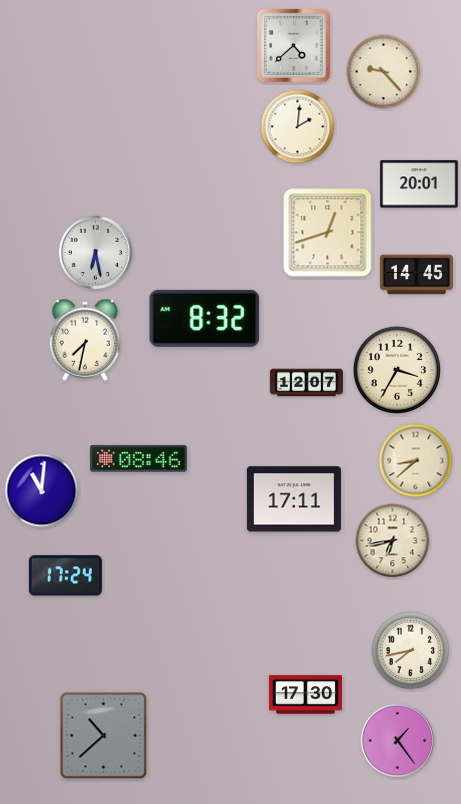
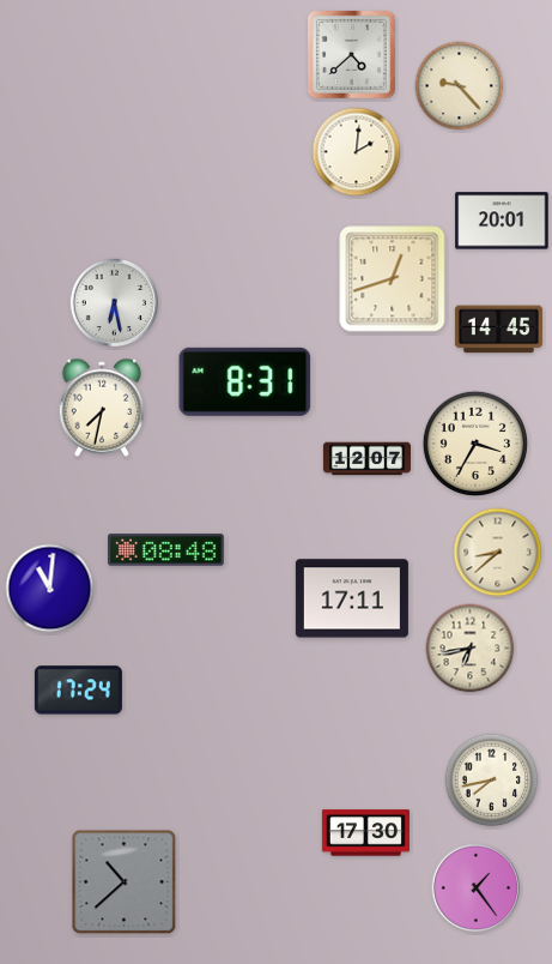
clock at (205, 318): 8:32 -> 8:31
clock at (139, 459): 08:46 -> 08:48
